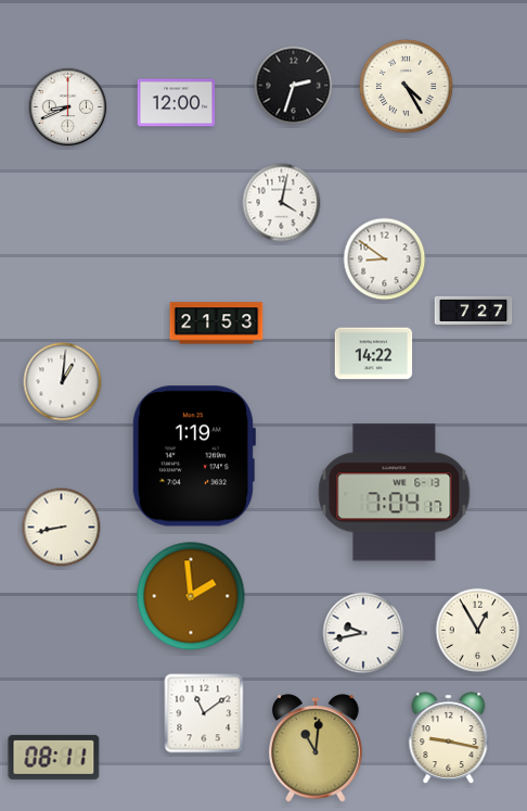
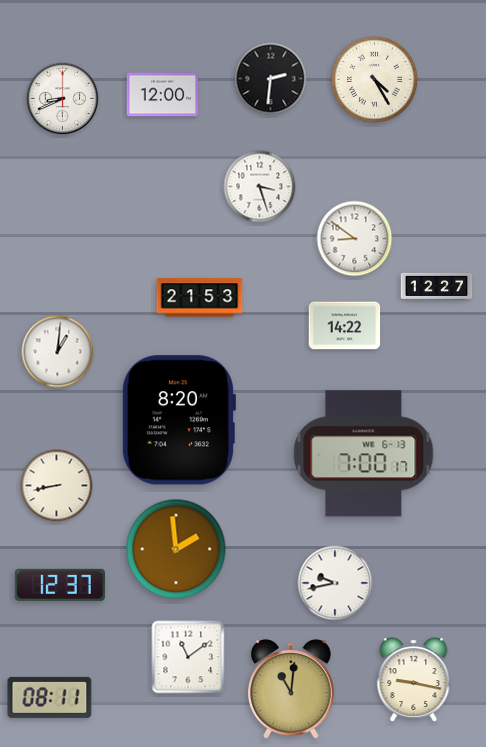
clock at (294, 86): 2:33 -> 2:31
clock at (282, 203): 4:02 -> 3:27
clock at (474, 311): 7:27 -> 12:27
clock at (193, 456): 1:19 -> 8:20
clock at (395, 493): 7:04 -> 7:00
clock at (478, 631): 12:55 -> none
clock at (60, 585): none -> 12:37
